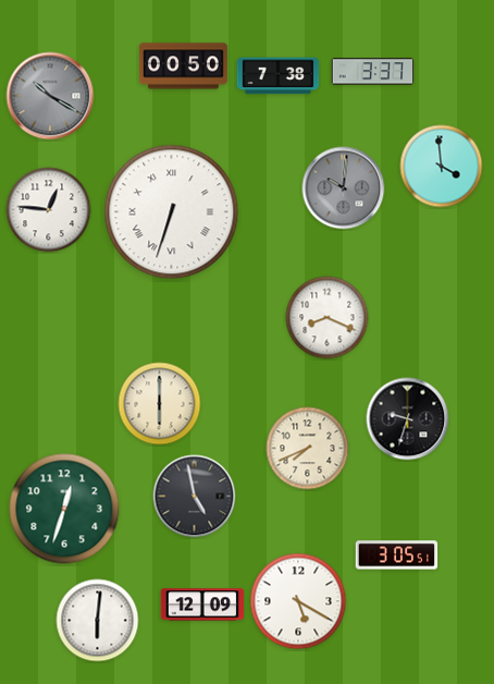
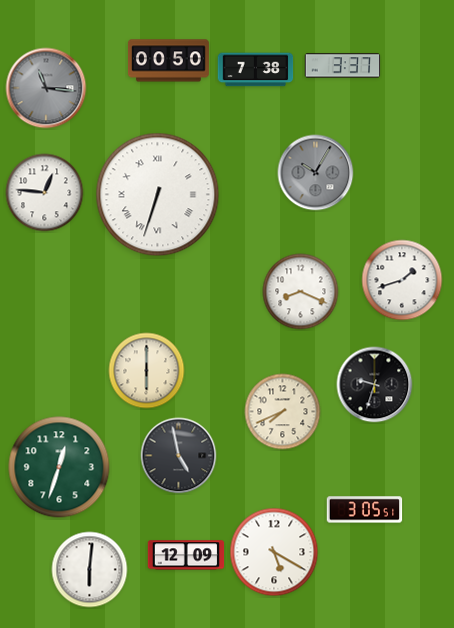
clock at (50, 96): 10:20 -> 11:16
clock at (442, 167): 3:59 -> none
clock at (344, 188): 10:01 -> 10:05
clock at (402, 280): none -> 1:42
